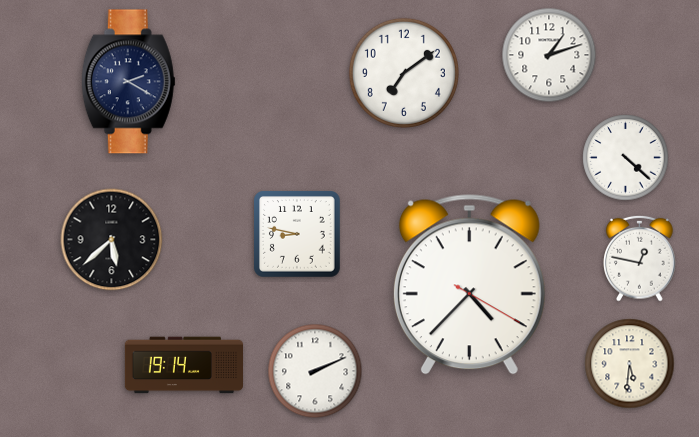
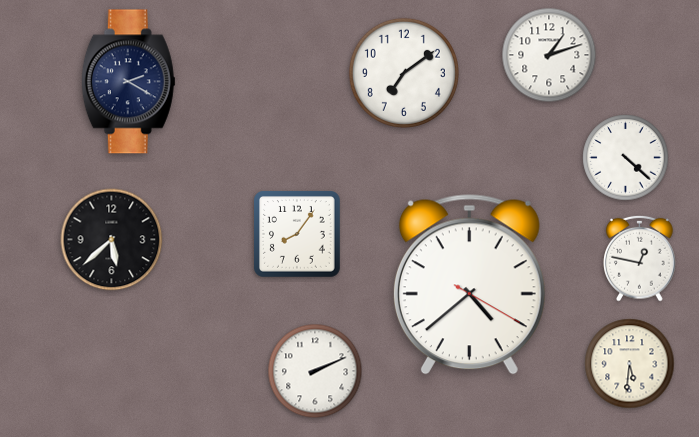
clock at (298, 235): 8:47 -> 8:06
clock at (469, 285): 4:37 -> 4:38
clock at (183, 365): 19:14 -> none
